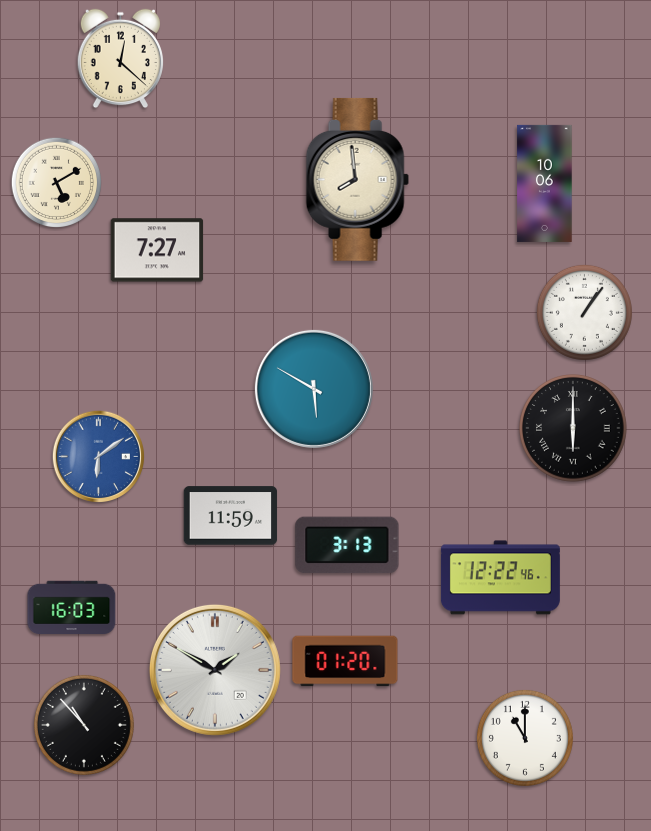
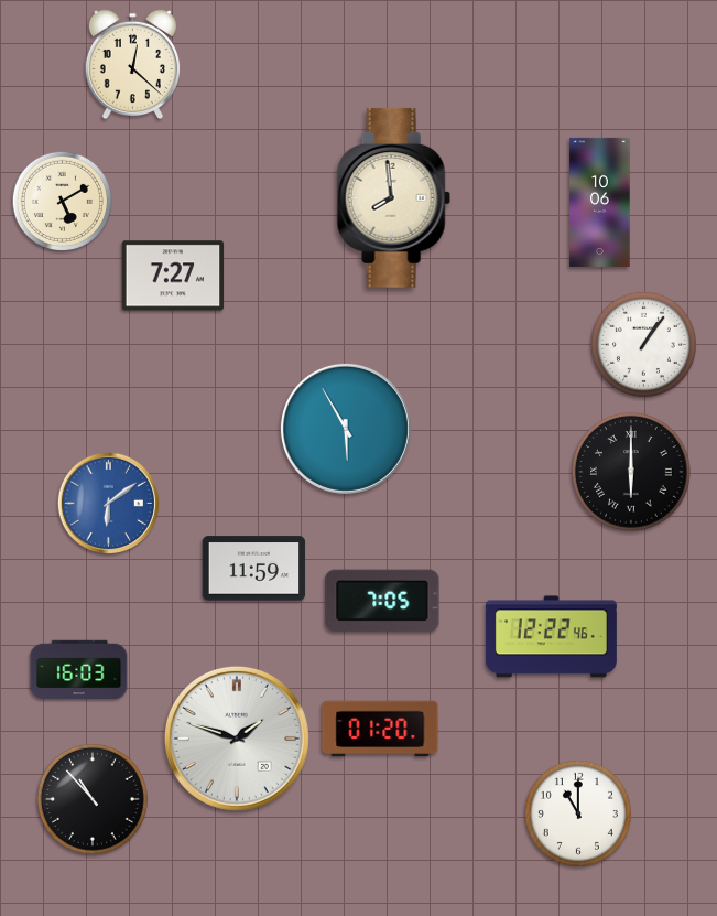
clock at (314, 389): 5:50 -> 5:55
clock at (347, 545): 3:13 -> 7:05
clock at (215, 670): 1:50 -> 1:48
